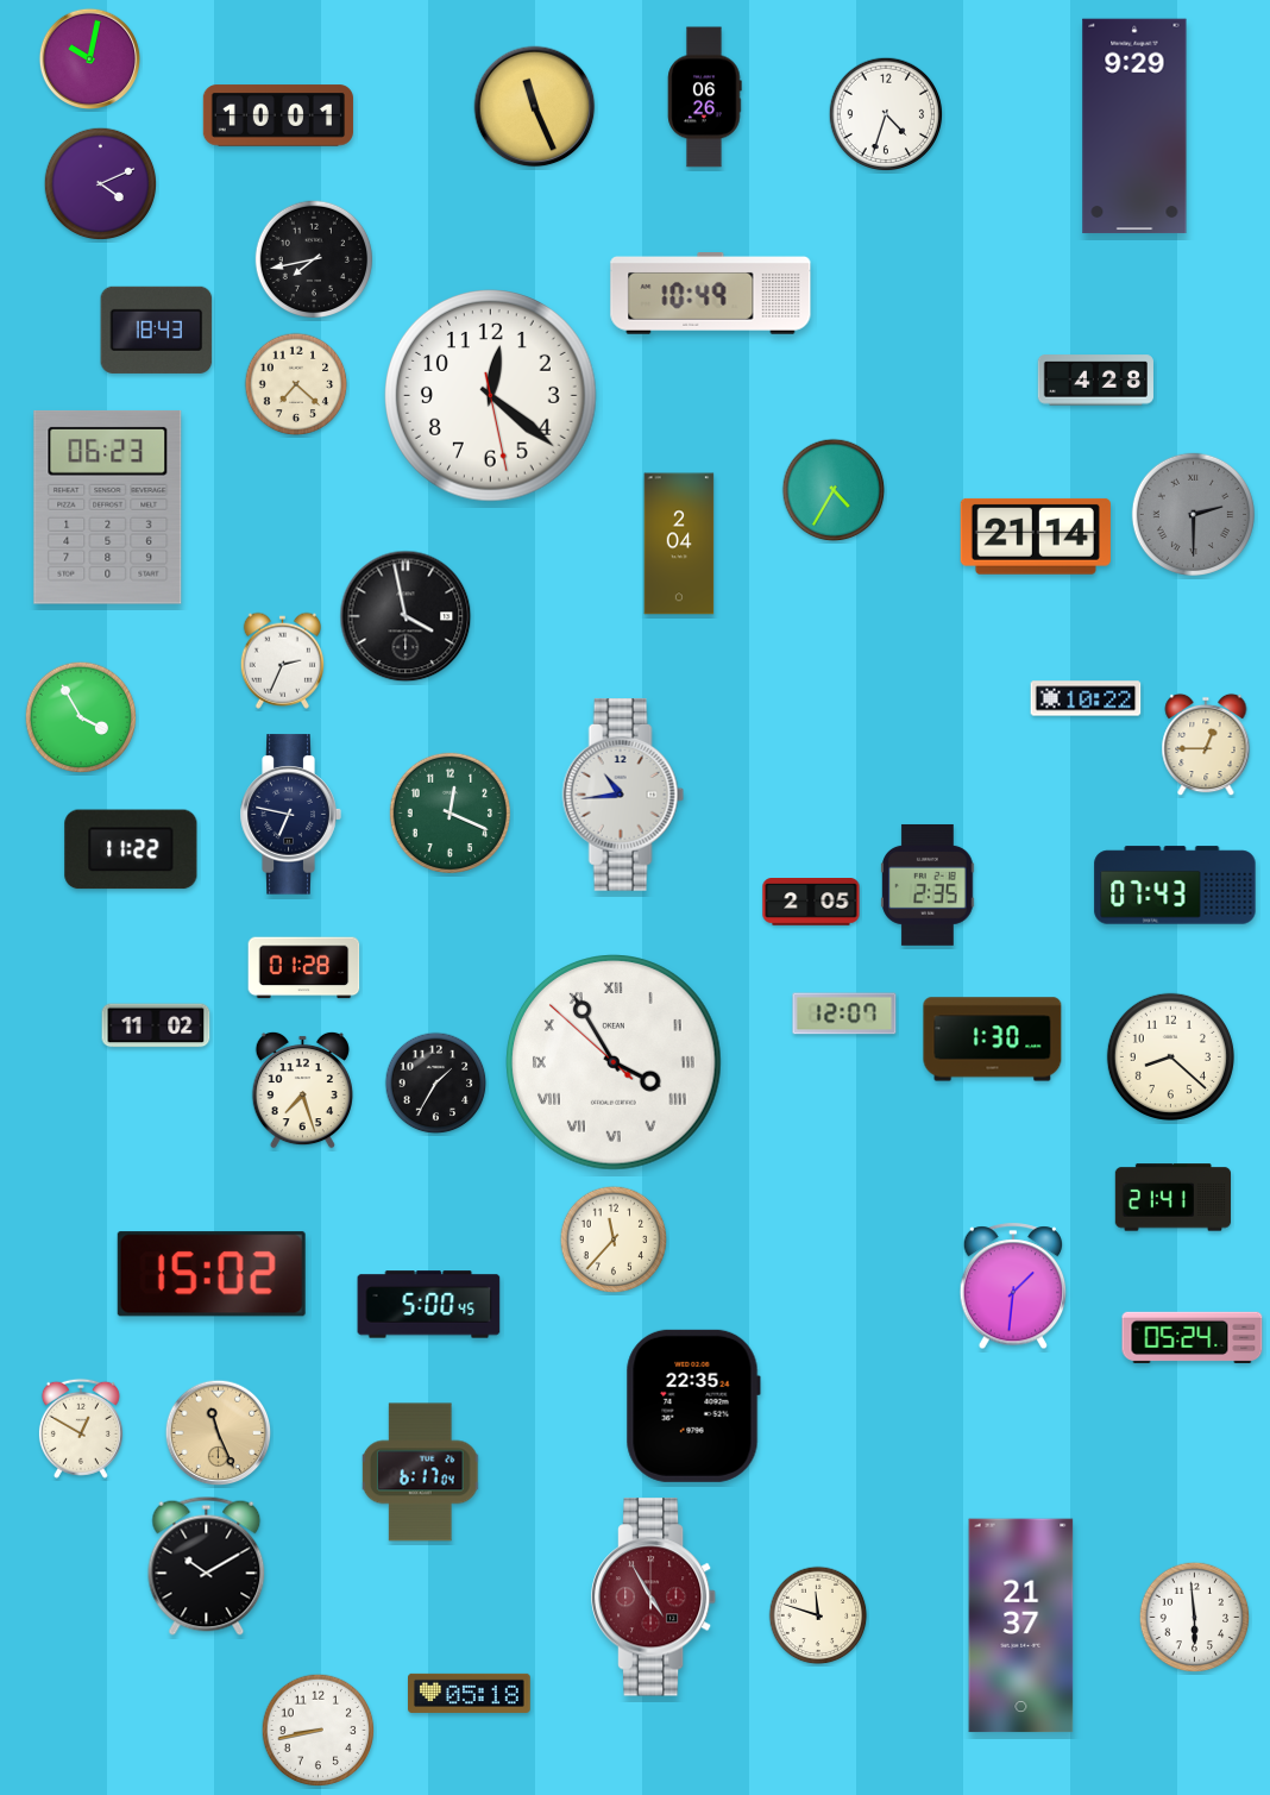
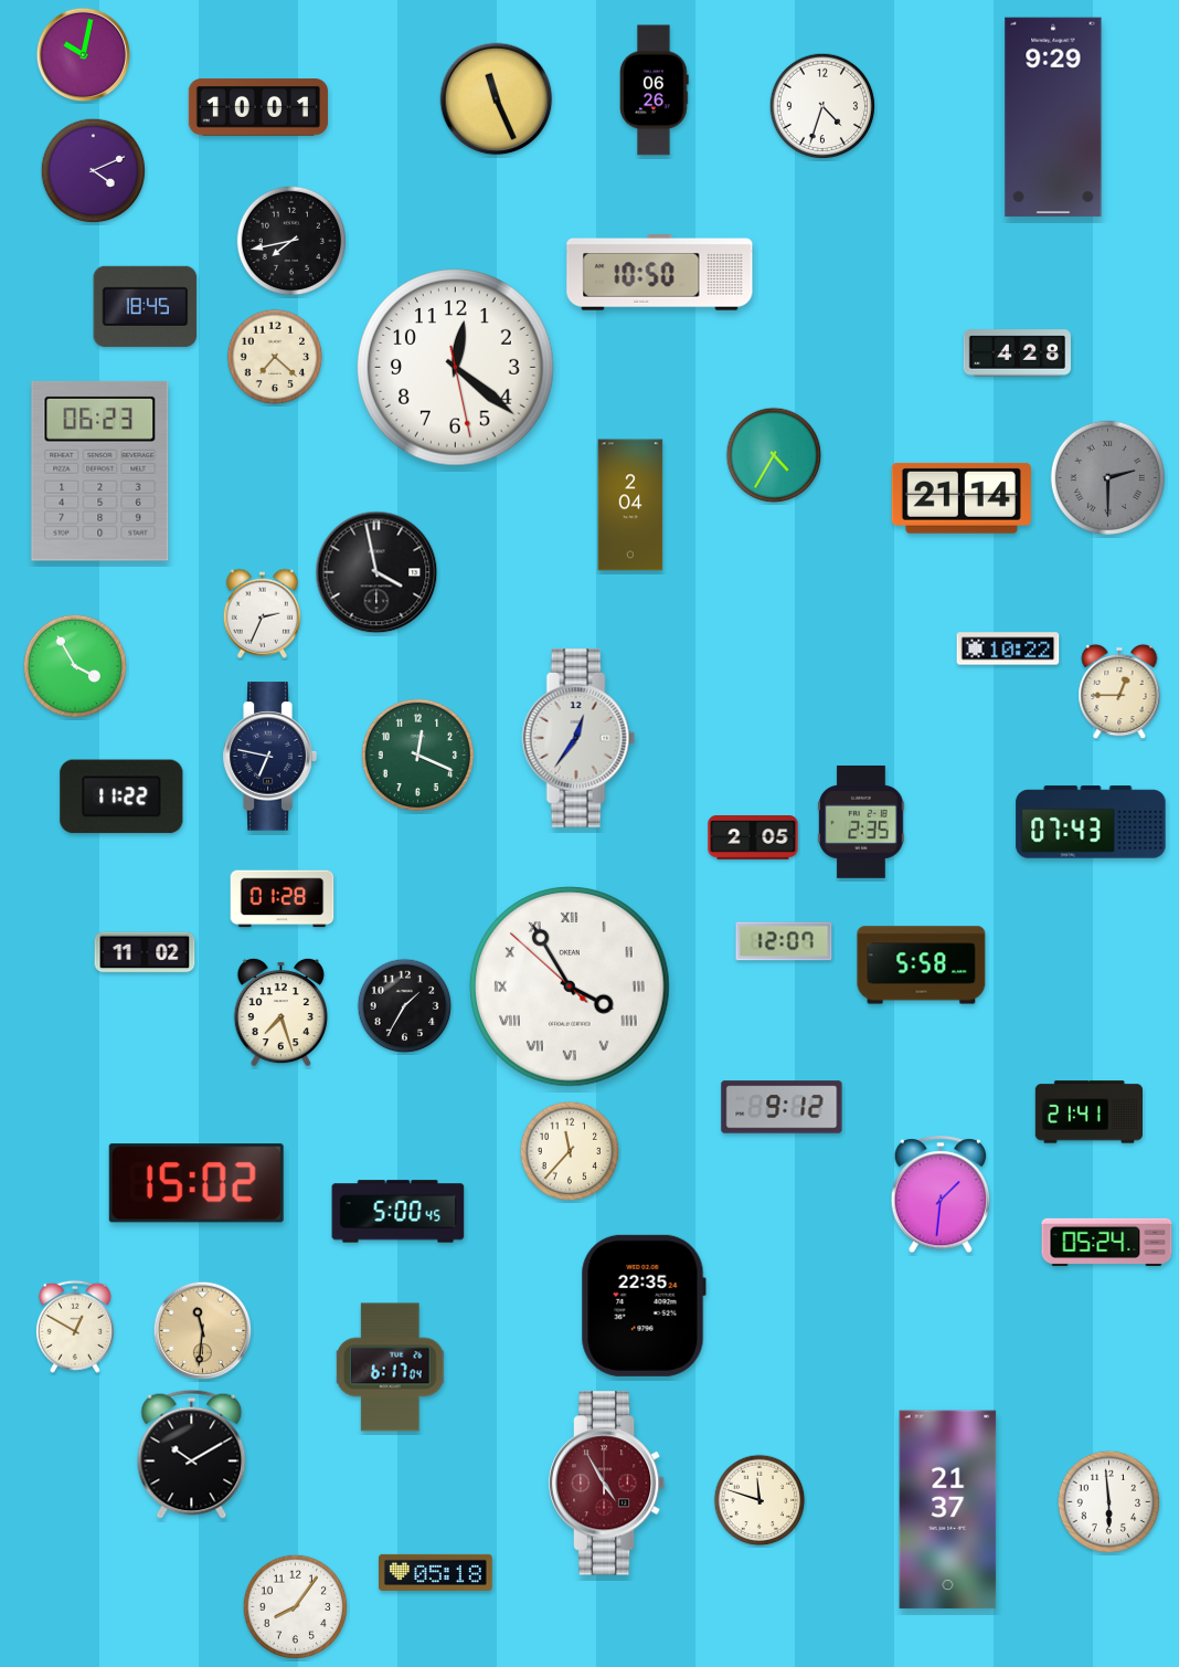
clock at (711, 294): 10:49 -> 10:50
clock at (157, 329): 18:43 -> 18:45
clock at (623, 796): 10:44 -> 12:36
clock at (131, 849) position: (131, 849) -> (121, 796)
clock at (993, 1040): 1:30 -> 5:58
clock at (1170, 1056): 8:22 -> none
clock at (782, 1107): none -> 9:12
clock at (219, 1433): 11:26 -> 11:31
clock at (319, 1731): 8:43 -> 8:06
